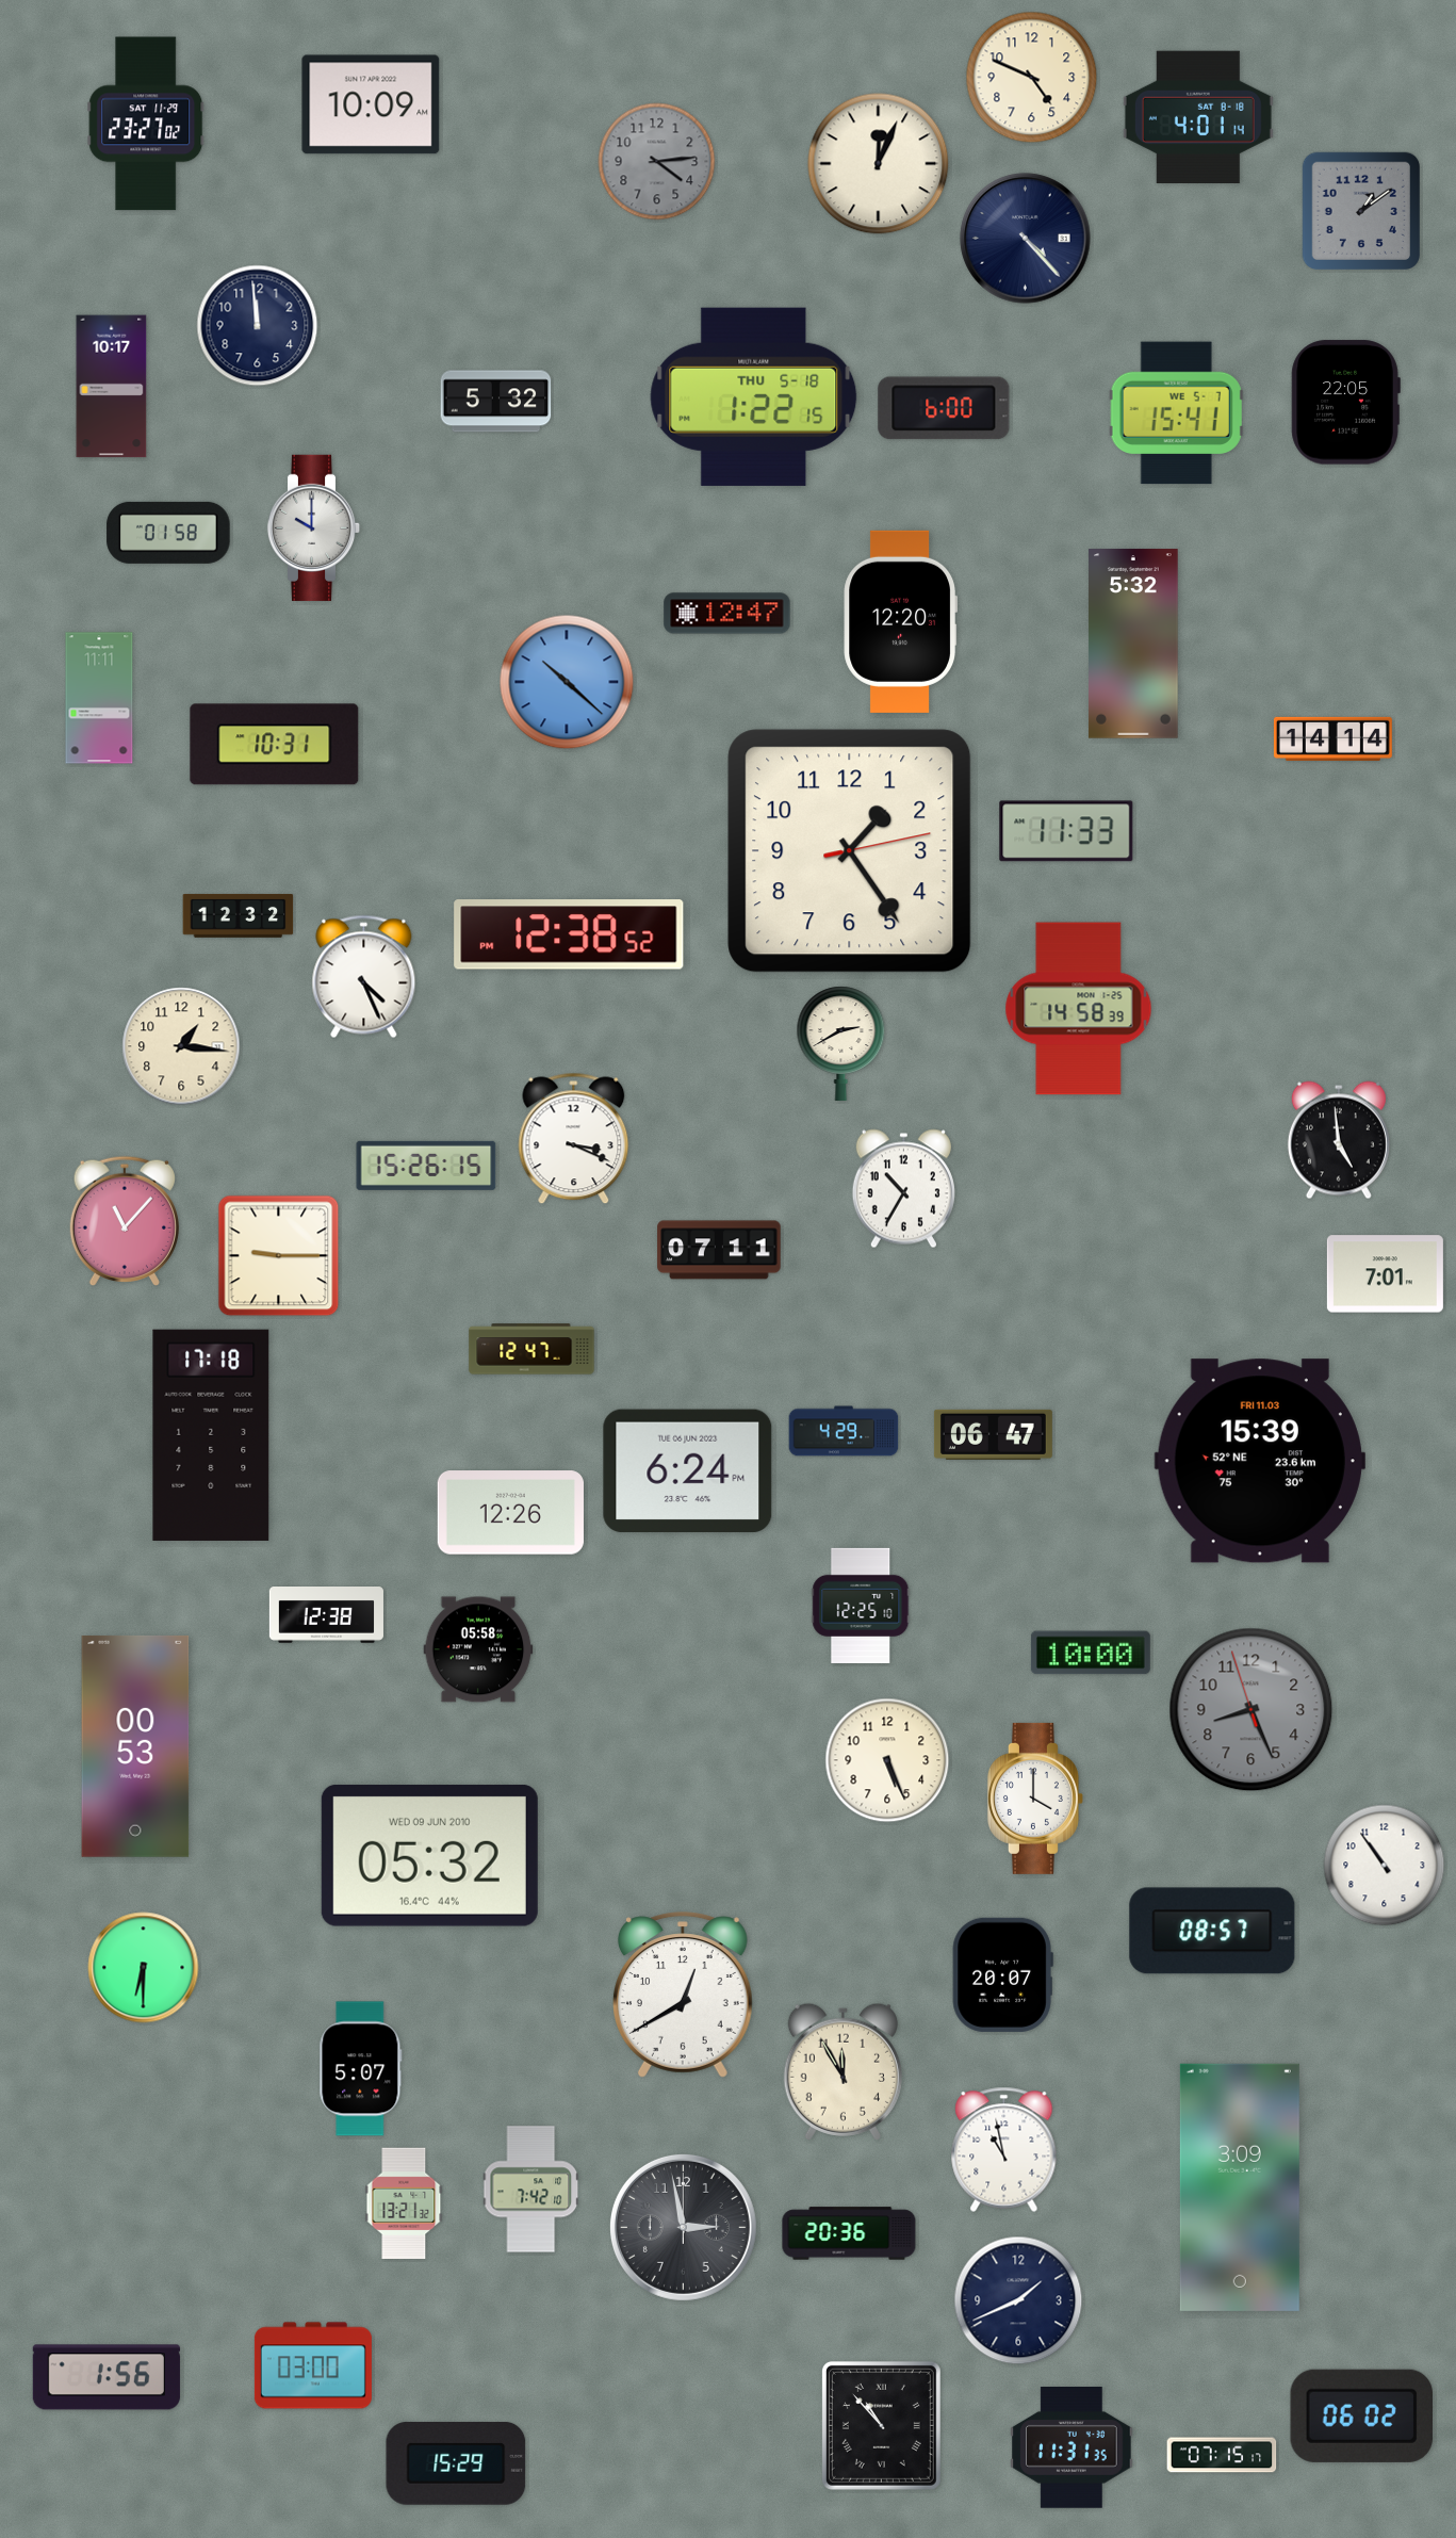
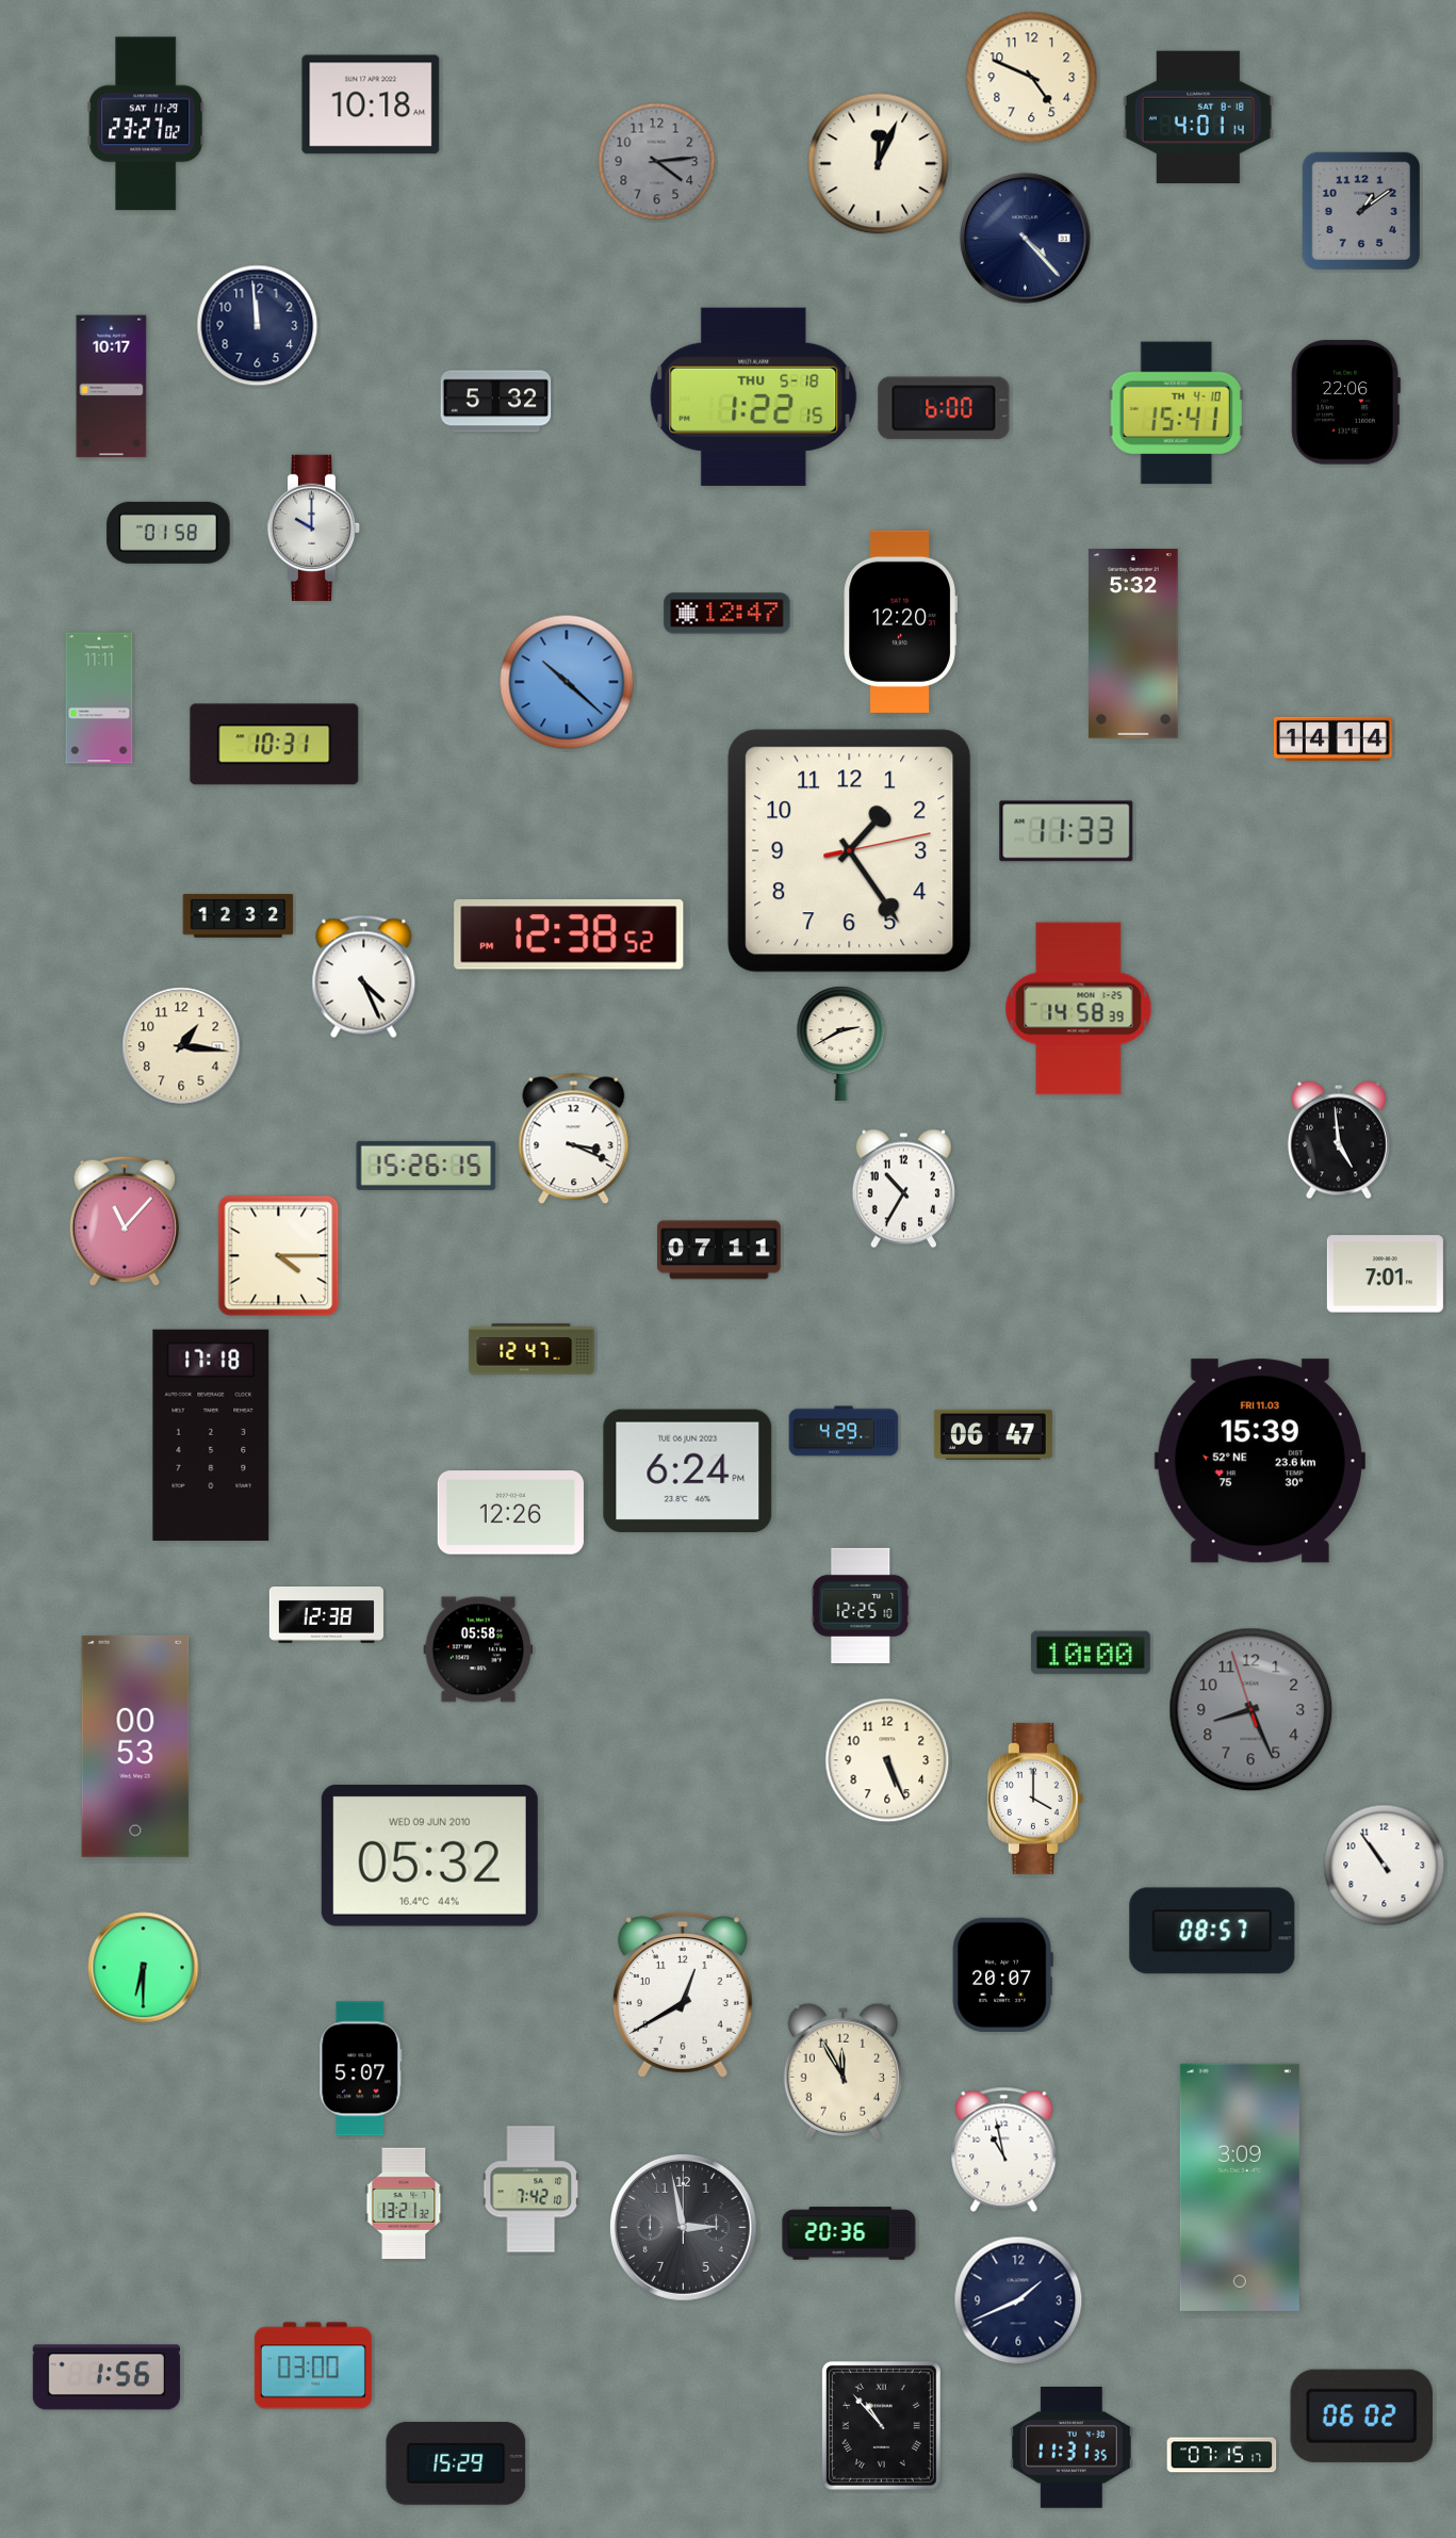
clock at (371, 104): 10:09 -> 10:18
clock at (1345, 403): 22:05 -> 22:06
clock at (1176, 413) date: WE 5-7 -> TH 4-10
clock at (279, 1256): 9:15 -> 4:15
